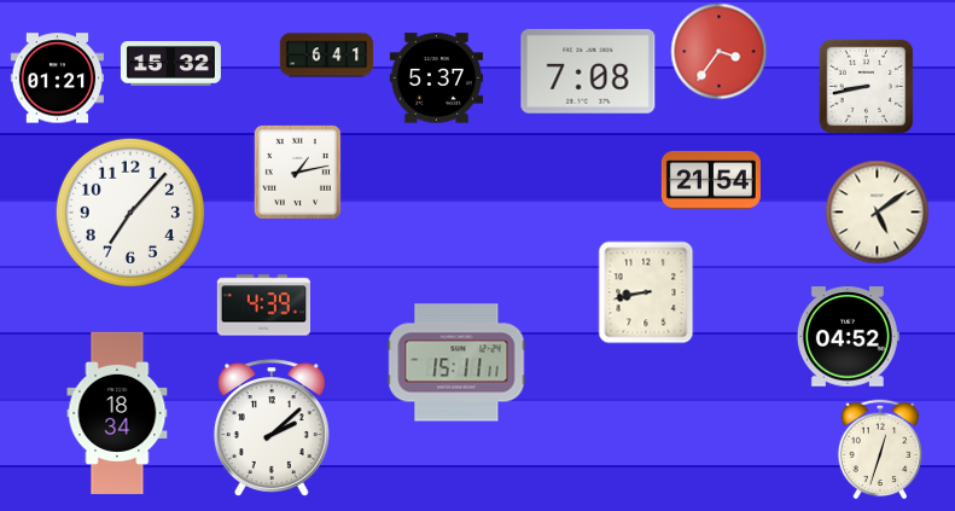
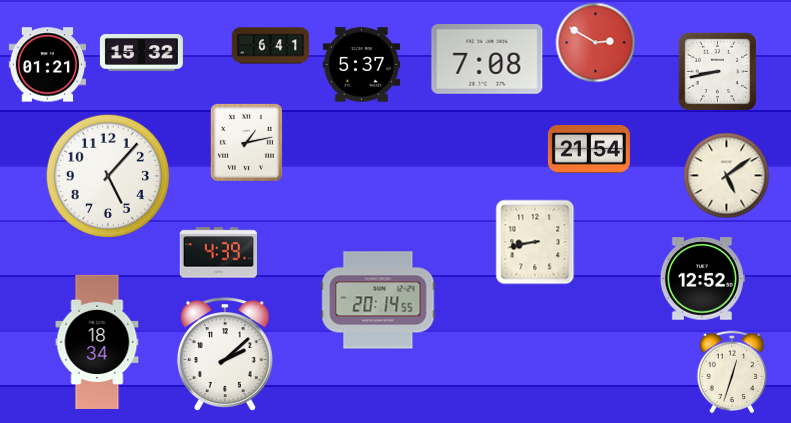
clock at (718, 51): 3:36 -> 2:50
clock at (130, 213): 7:07 -> 5:07
clock at (848, 337): 04:52 -> 12:52
clock at (456, 362): 15:11 -> 20:14
clock at (880, 449) position: (880, 449) -> (732, 372)
